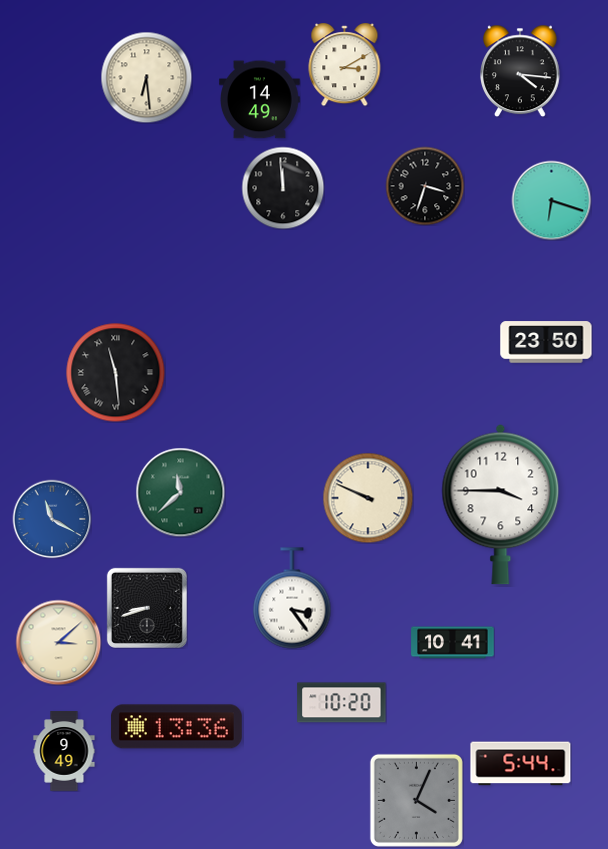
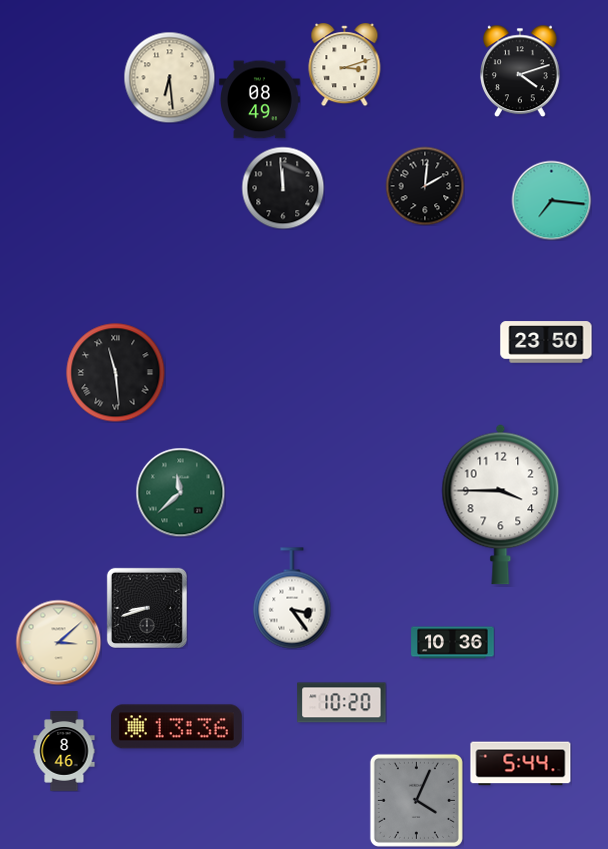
clock at (345, 65): 3:10 -> 3:12
clock at (521, 71): 4:16 -> 4:12
clock at (146, 77) position: (146, 77) -> (169, 77)
clock at (260, 100): 14:49 -> 08:49
clock at (425, 186): 3:33 -> 2:01
clock at (551, 200): 6:18 -> 7:16
clock at (368, 498): 9:49 -> none
clock at (52, 519): 11:20 -> none
clock at (453, 643): 10:41 -> 10:36
clock at (64, 751): 9:49 -> 8:46
